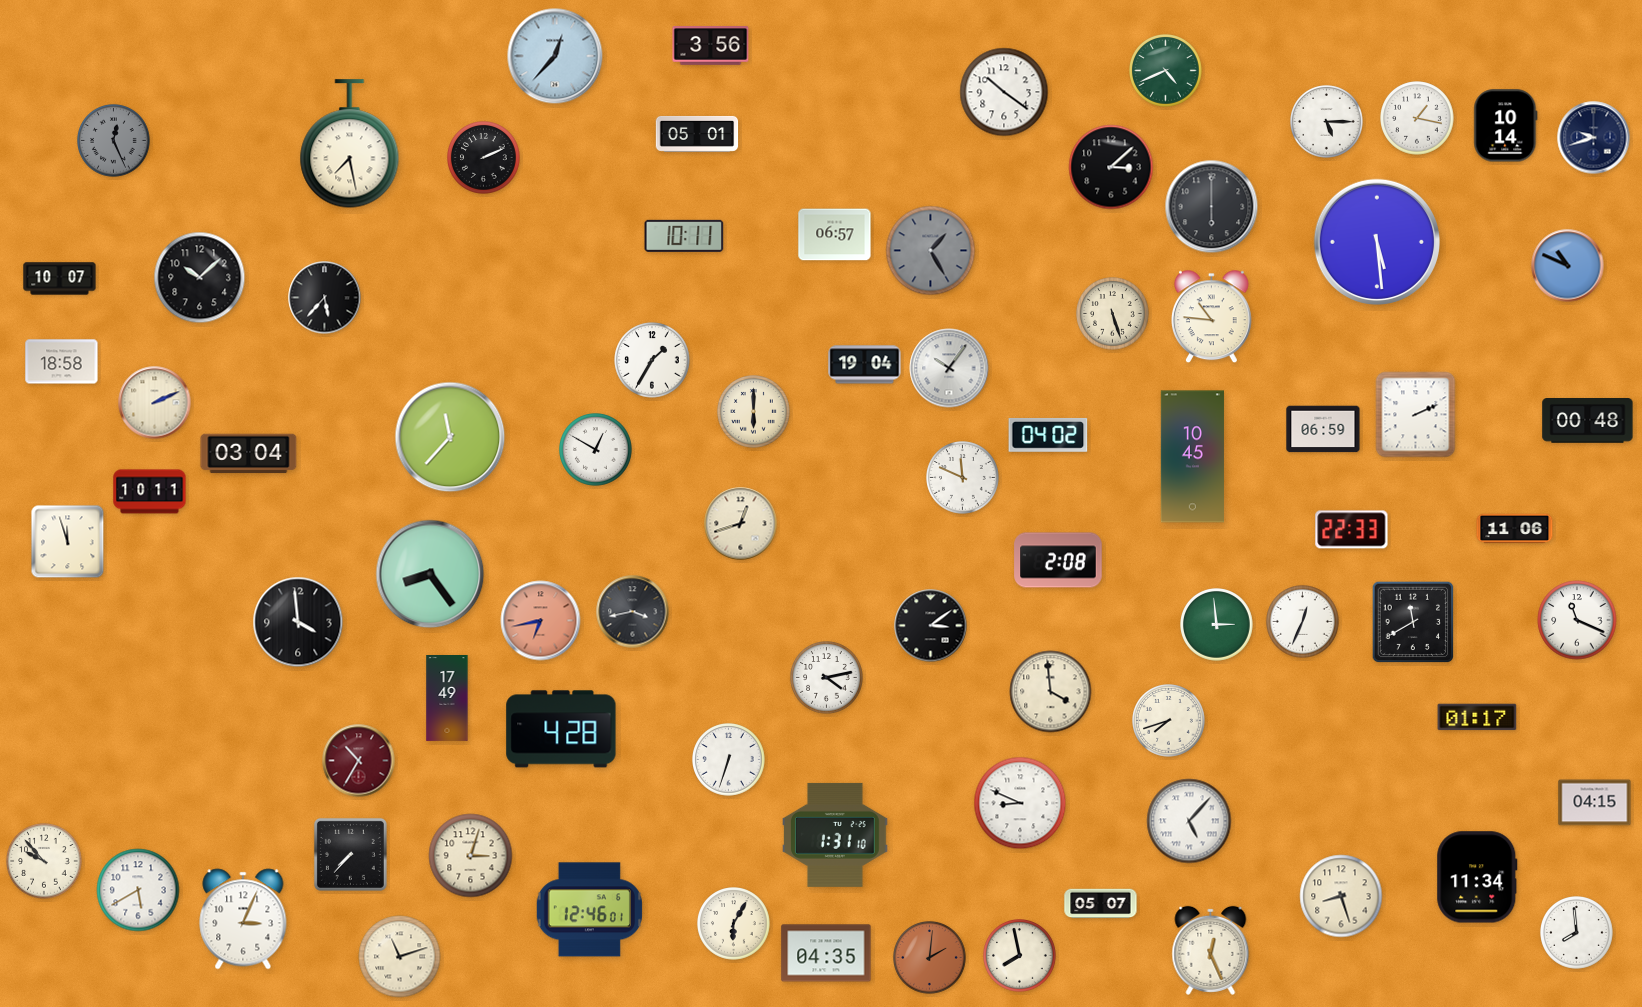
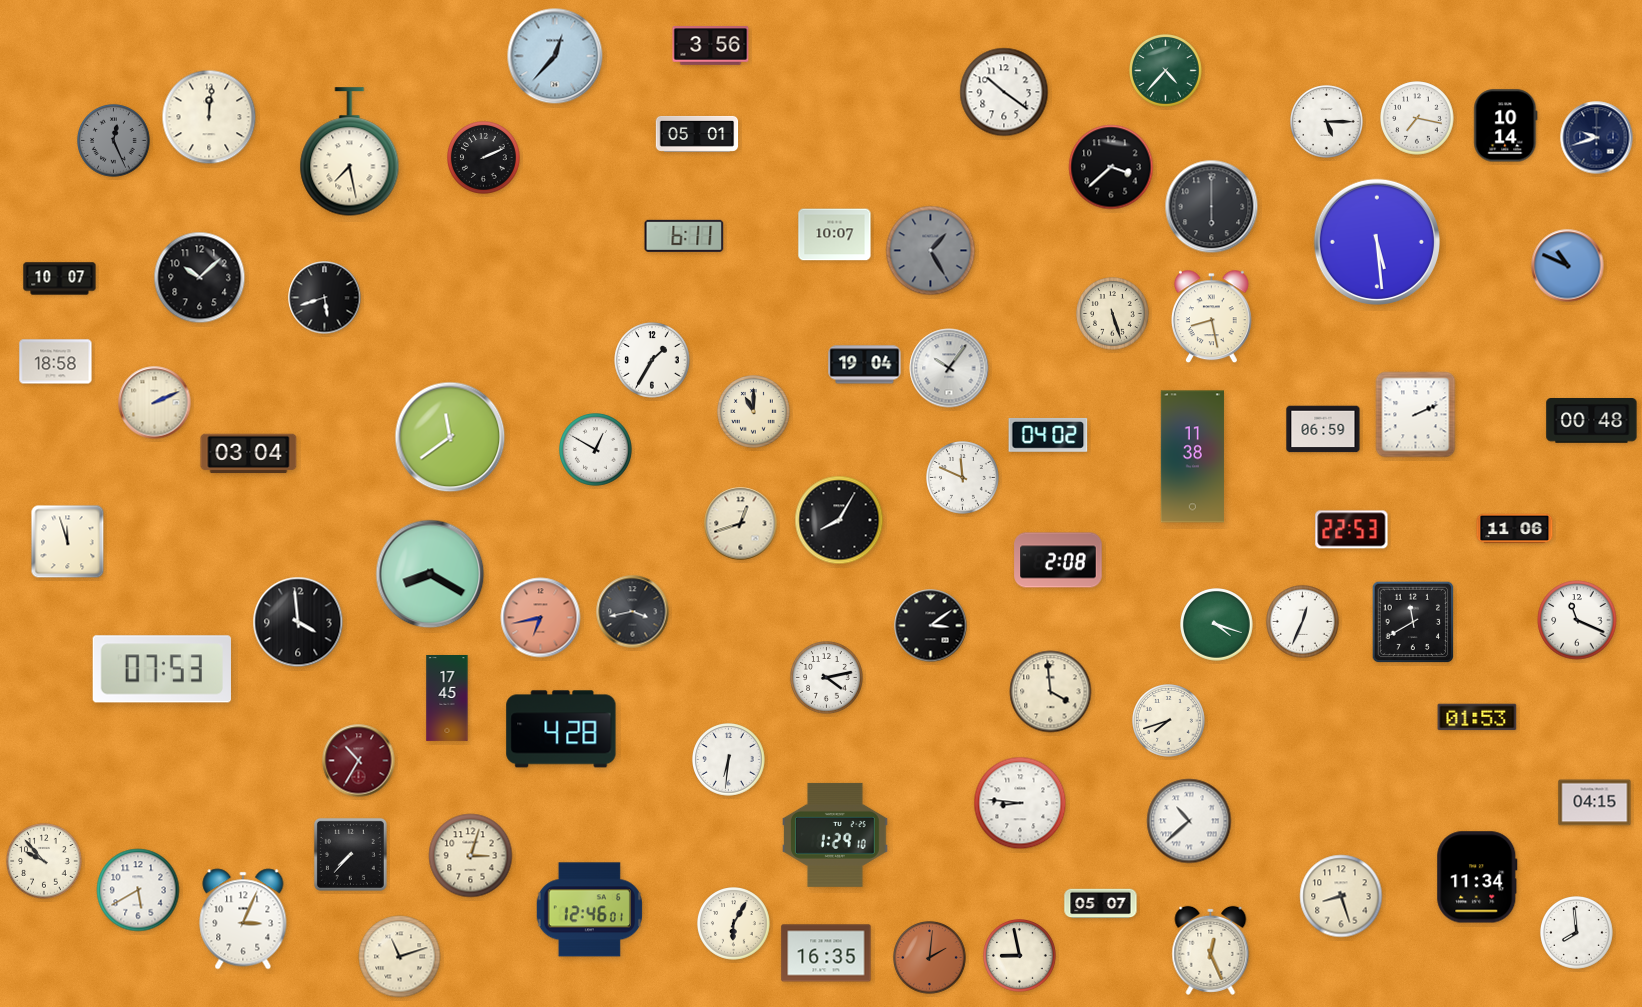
clock at (1166, 71): 4:41 -> 4:37
clock at (209, 117): none -> 12:01
clock at (1417, 118): 1:17 -> 7:17
clock at (1594, 138) position: (1594, 138) -> (1597, 138)
clock at (350, 144) position: (350, 144) -> (350, 152)
clock at (1111, 167): 3:08 -> 3:38
clock at (835, 235): 06:57 -> 10:07
clock at (684, 236): 10:11 -> 6:11
clock at (325, 298): 5:37 -> 5:42
clock at (1211, 317): 10:46 -> 8:28
clock at (62, 362) position: (62, 362) -> (56, 362)
clock at (754, 412): 6:00 -> 11:00
clock at (1588, 421) position: (1588, 421) -> (1592, 421)
clock at (450, 437): 11:37 -> 11:39
clock at (1192, 457): 10:45 -> 11:38
clock at (150, 492): 10:11 -> none
clock at (839, 520): none -> 8:05
clock at (1352, 530): 22:33 -> 22:53
clock at (430, 574): 8:24 -> 8:20
clock at (541, 621) position: (541, 621) -> (541, 618)
clock at (1217, 625): 2:59 -> 4:18
clock at (162, 669): none -> 07:53
clock at (447, 699): 17:49 -> 17:45
clock at (1477, 717): 01:17 -> 01:53
clock at (729, 760): 6:33 -> 6:31
clock at (1020, 803): 8:49 -> 8:46
clock at (1189, 821): 5:07 -> 10:38
clock at (836, 835): 1:31 -> 1:29
clock at (826, 953): 04:35 -> 16:35
clock at (1020, 956): 7:58 -> 8:58
